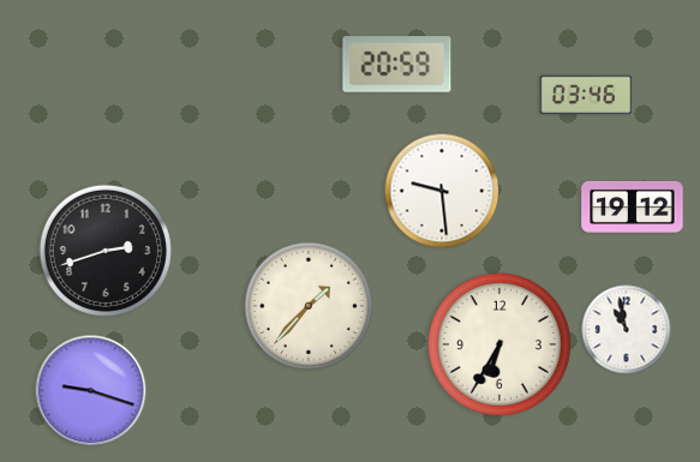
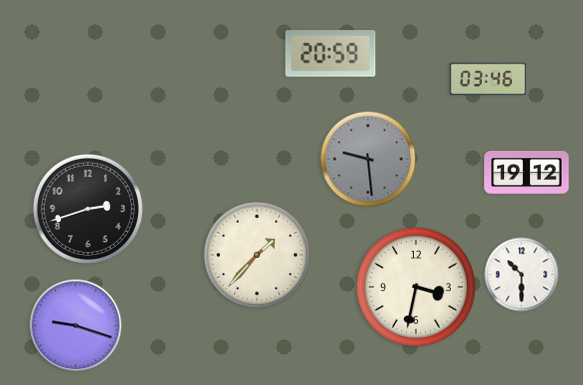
clock at (442, 191) dial: white -> grey
clock at (627, 330): 10:58 -> 10:30
clock at (499, 344): 6:35 -> 3:32
